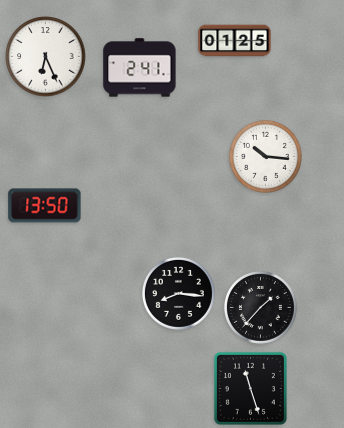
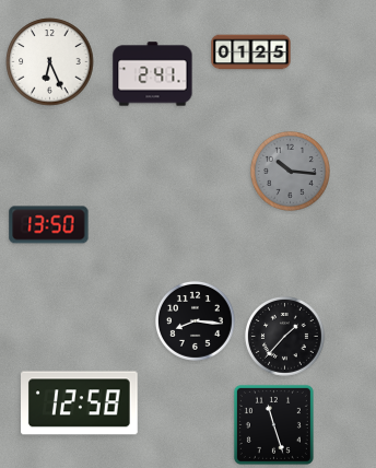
clock at (235, 41) position: (235, 41) -> (251, 52)
clock at (265, 156) dial: white -> grey
clock at (80, 403): none -> 12:58
